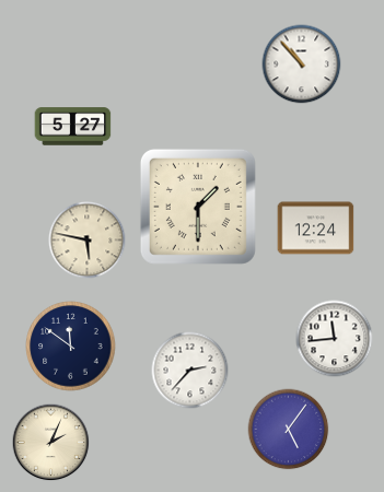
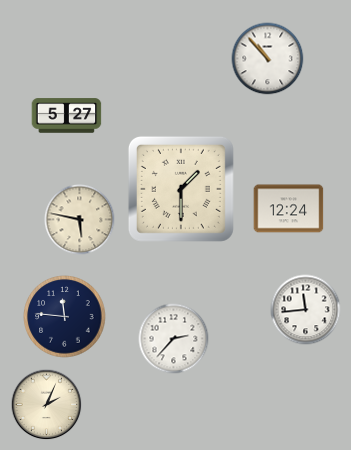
clock at (302, 65) position: (302, 65) -> (268, 59)
clock at (71, 347): 11:51 -> 11:46
clock at (289, 430): 5:06 -> none
